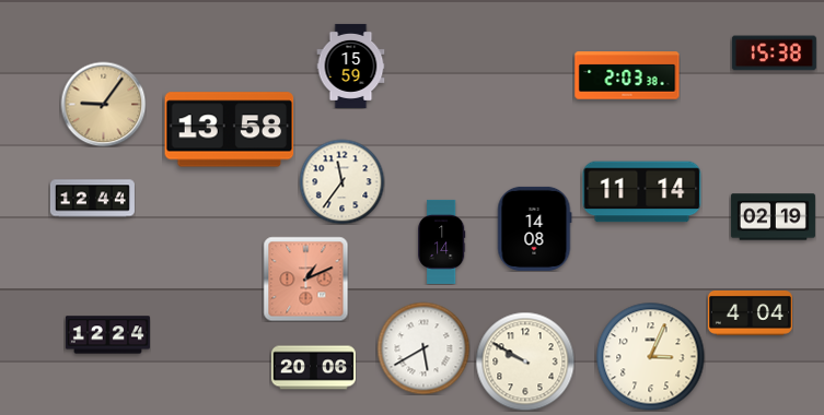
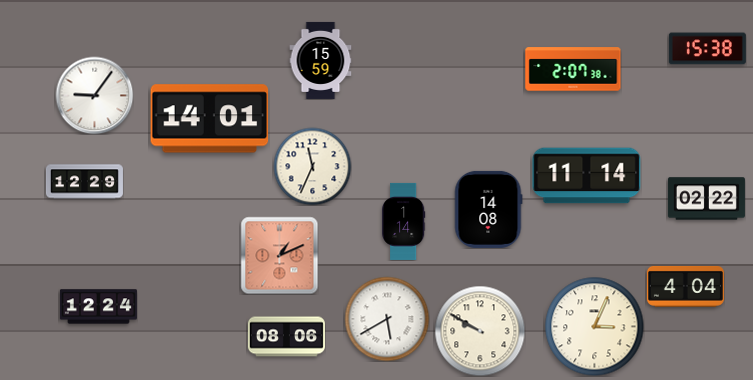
clock at (627, 75): 2:03 -> 2:07
clock at (103, 104) dial: champagne -> white
clock at (230, 130): 13:58 -> 14:01
clock at (341, 181): 11:36 -> 11:34
clock at (92, 199): 12:44 -> 12:29
clock at (773, 217): 02:19 -> 02:22
clock at (313, 368): 20:06 -> 08:06
